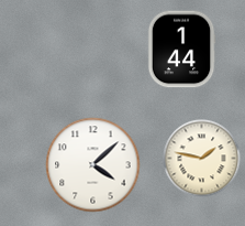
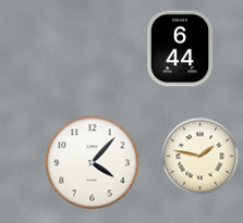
clock at (181, 50): 1:44 -> 6:44
clock at (93, 165): 4:08 -> 4:07
